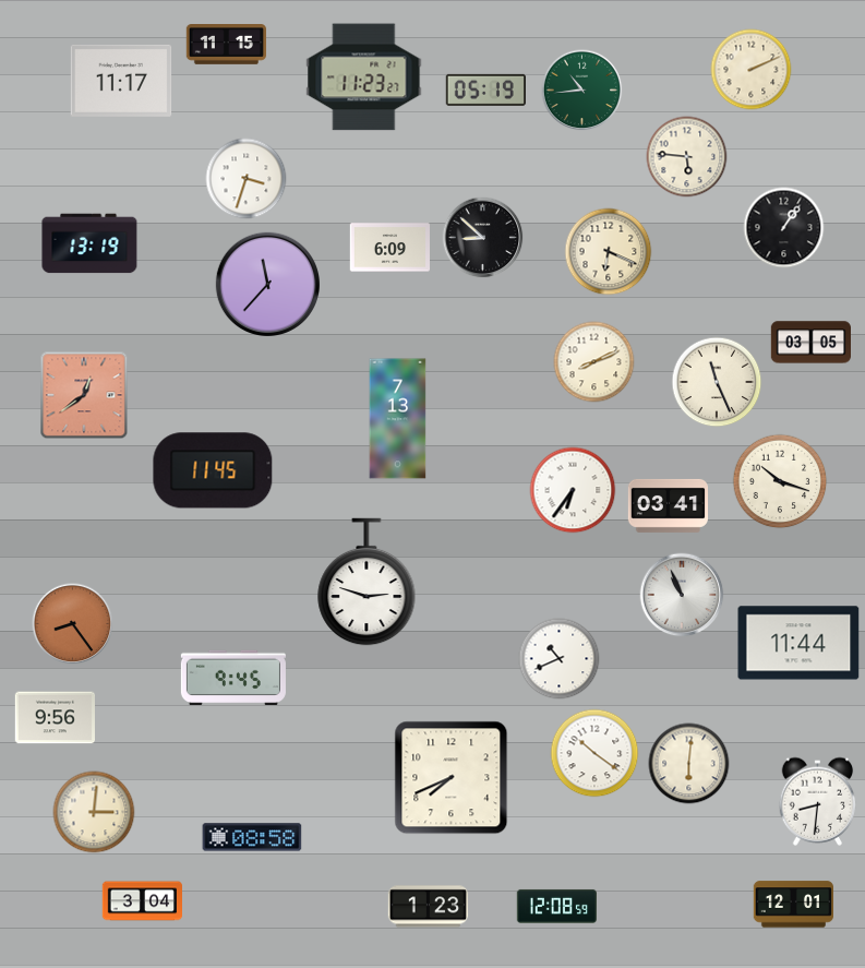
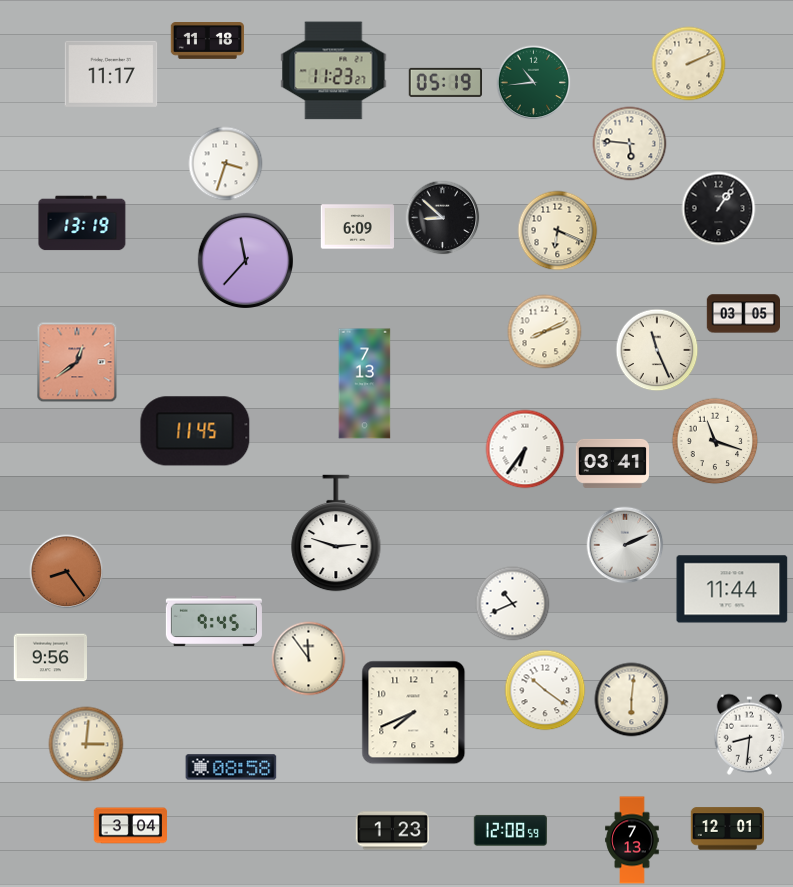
clock at (226, 45): 11:15 -> 11:18
clock at (780, 481): 10:18 -> 11:18
clock at (682, 595): 10:56 -> 2:11
clock at (309, 659): none -> 11:54
clock at (632, 840): none -> 7:13
